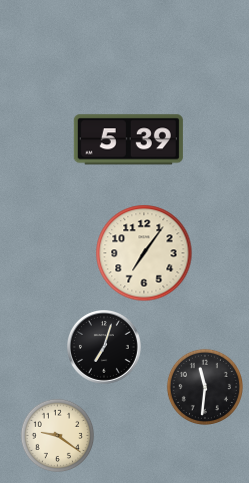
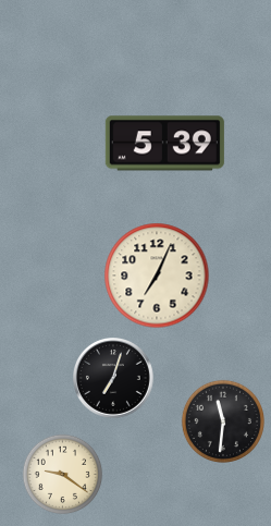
clock at (128, 140) position: (128, 140) -> (164, 144)
clock at (144, 253): 7:06 -> 7:04
